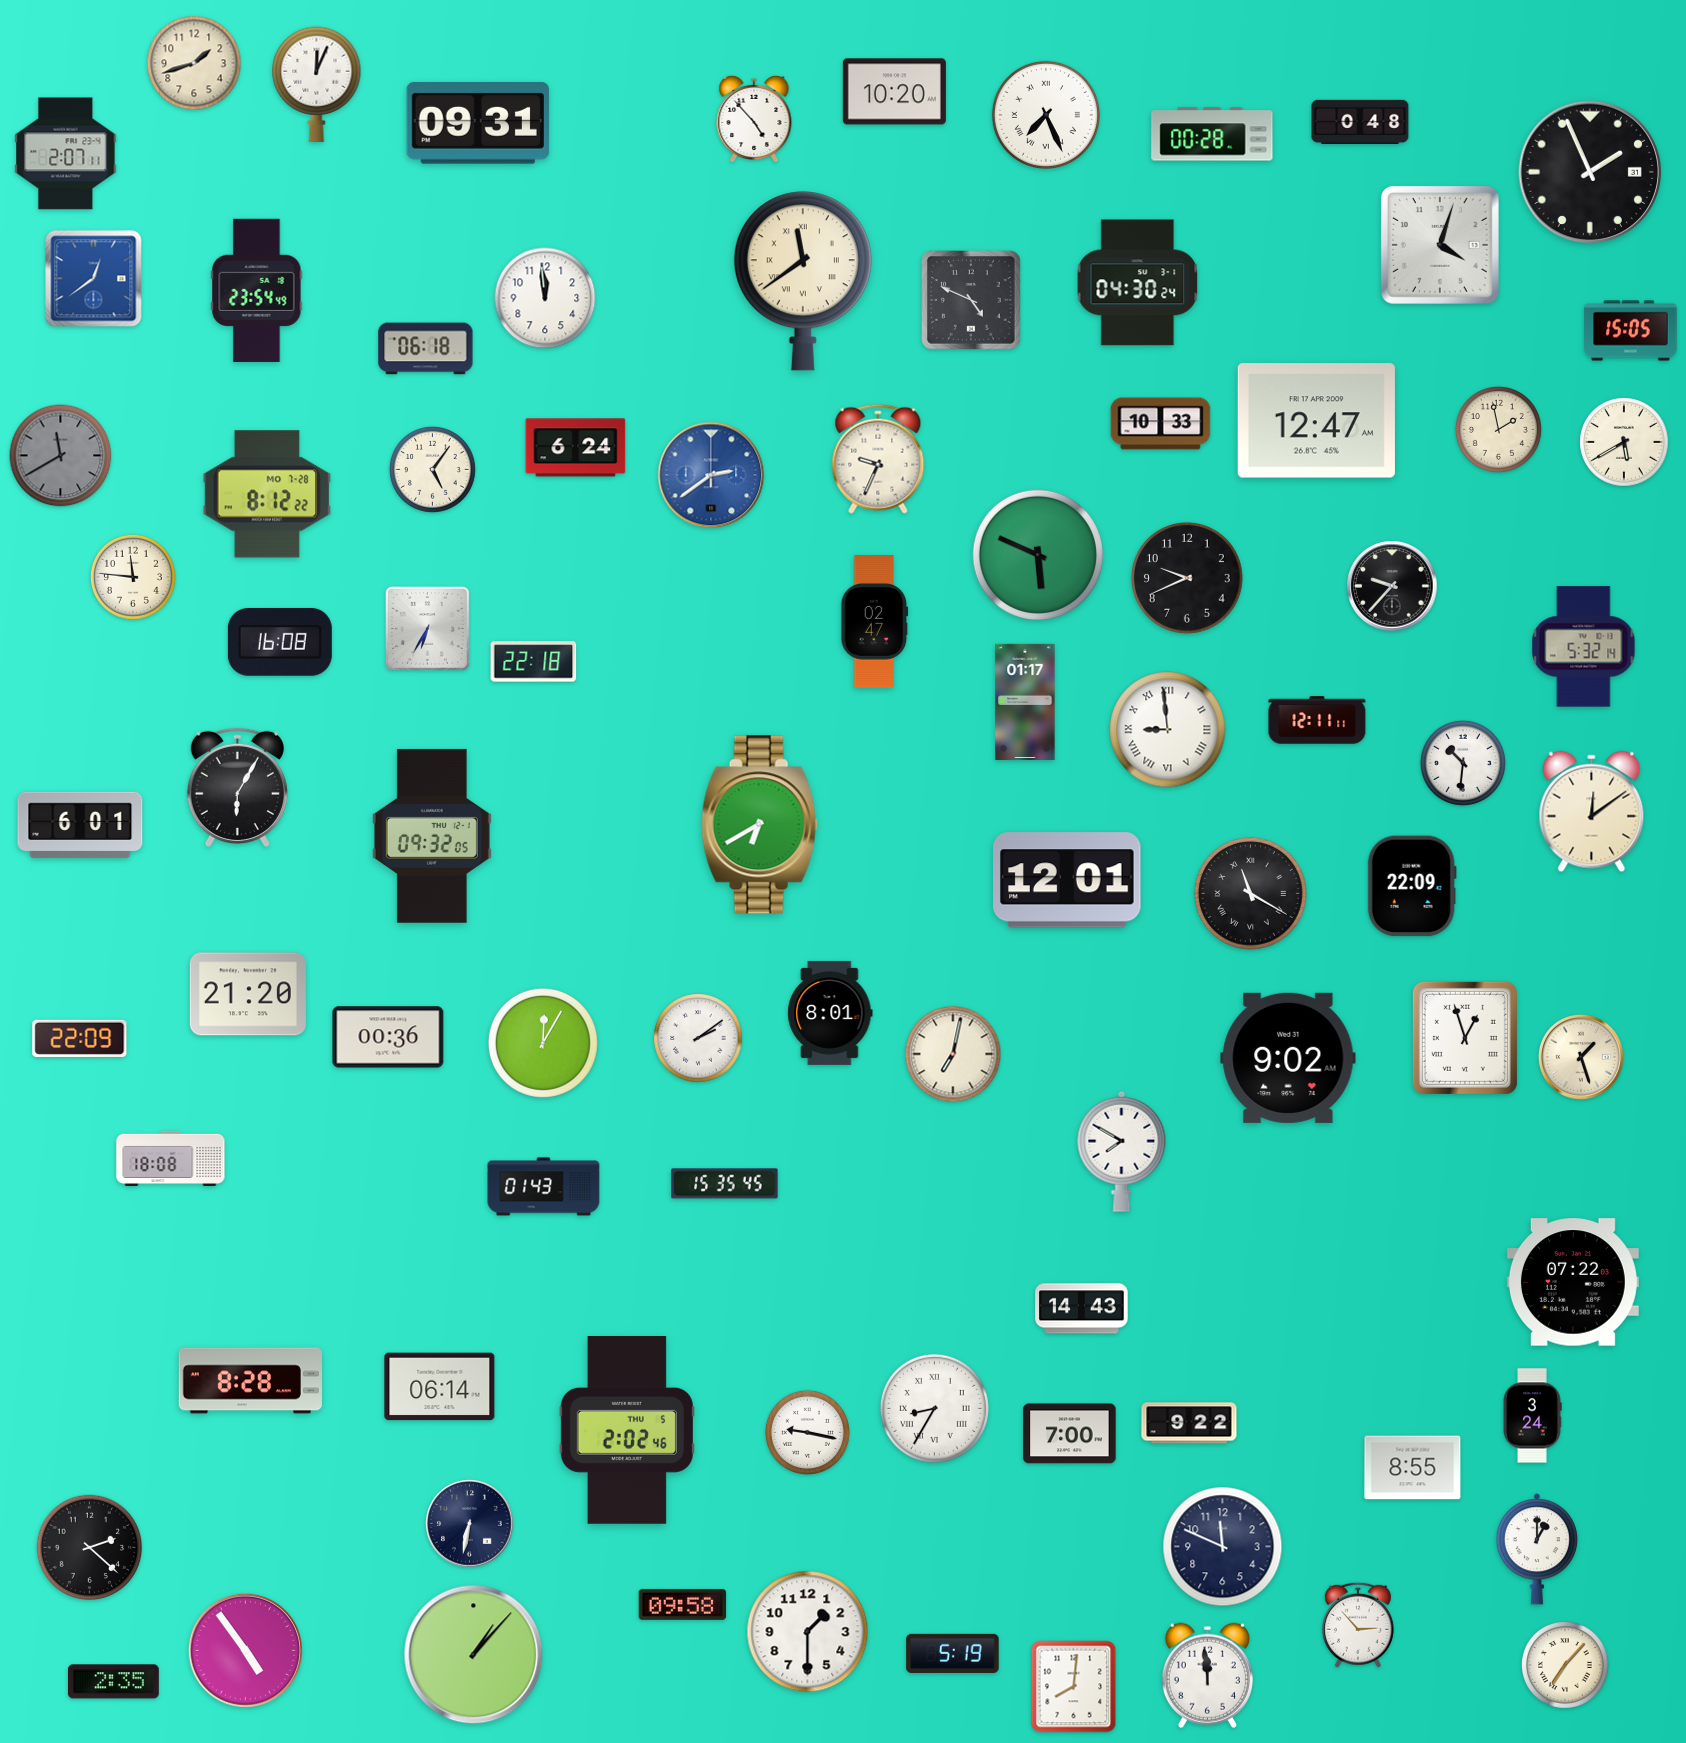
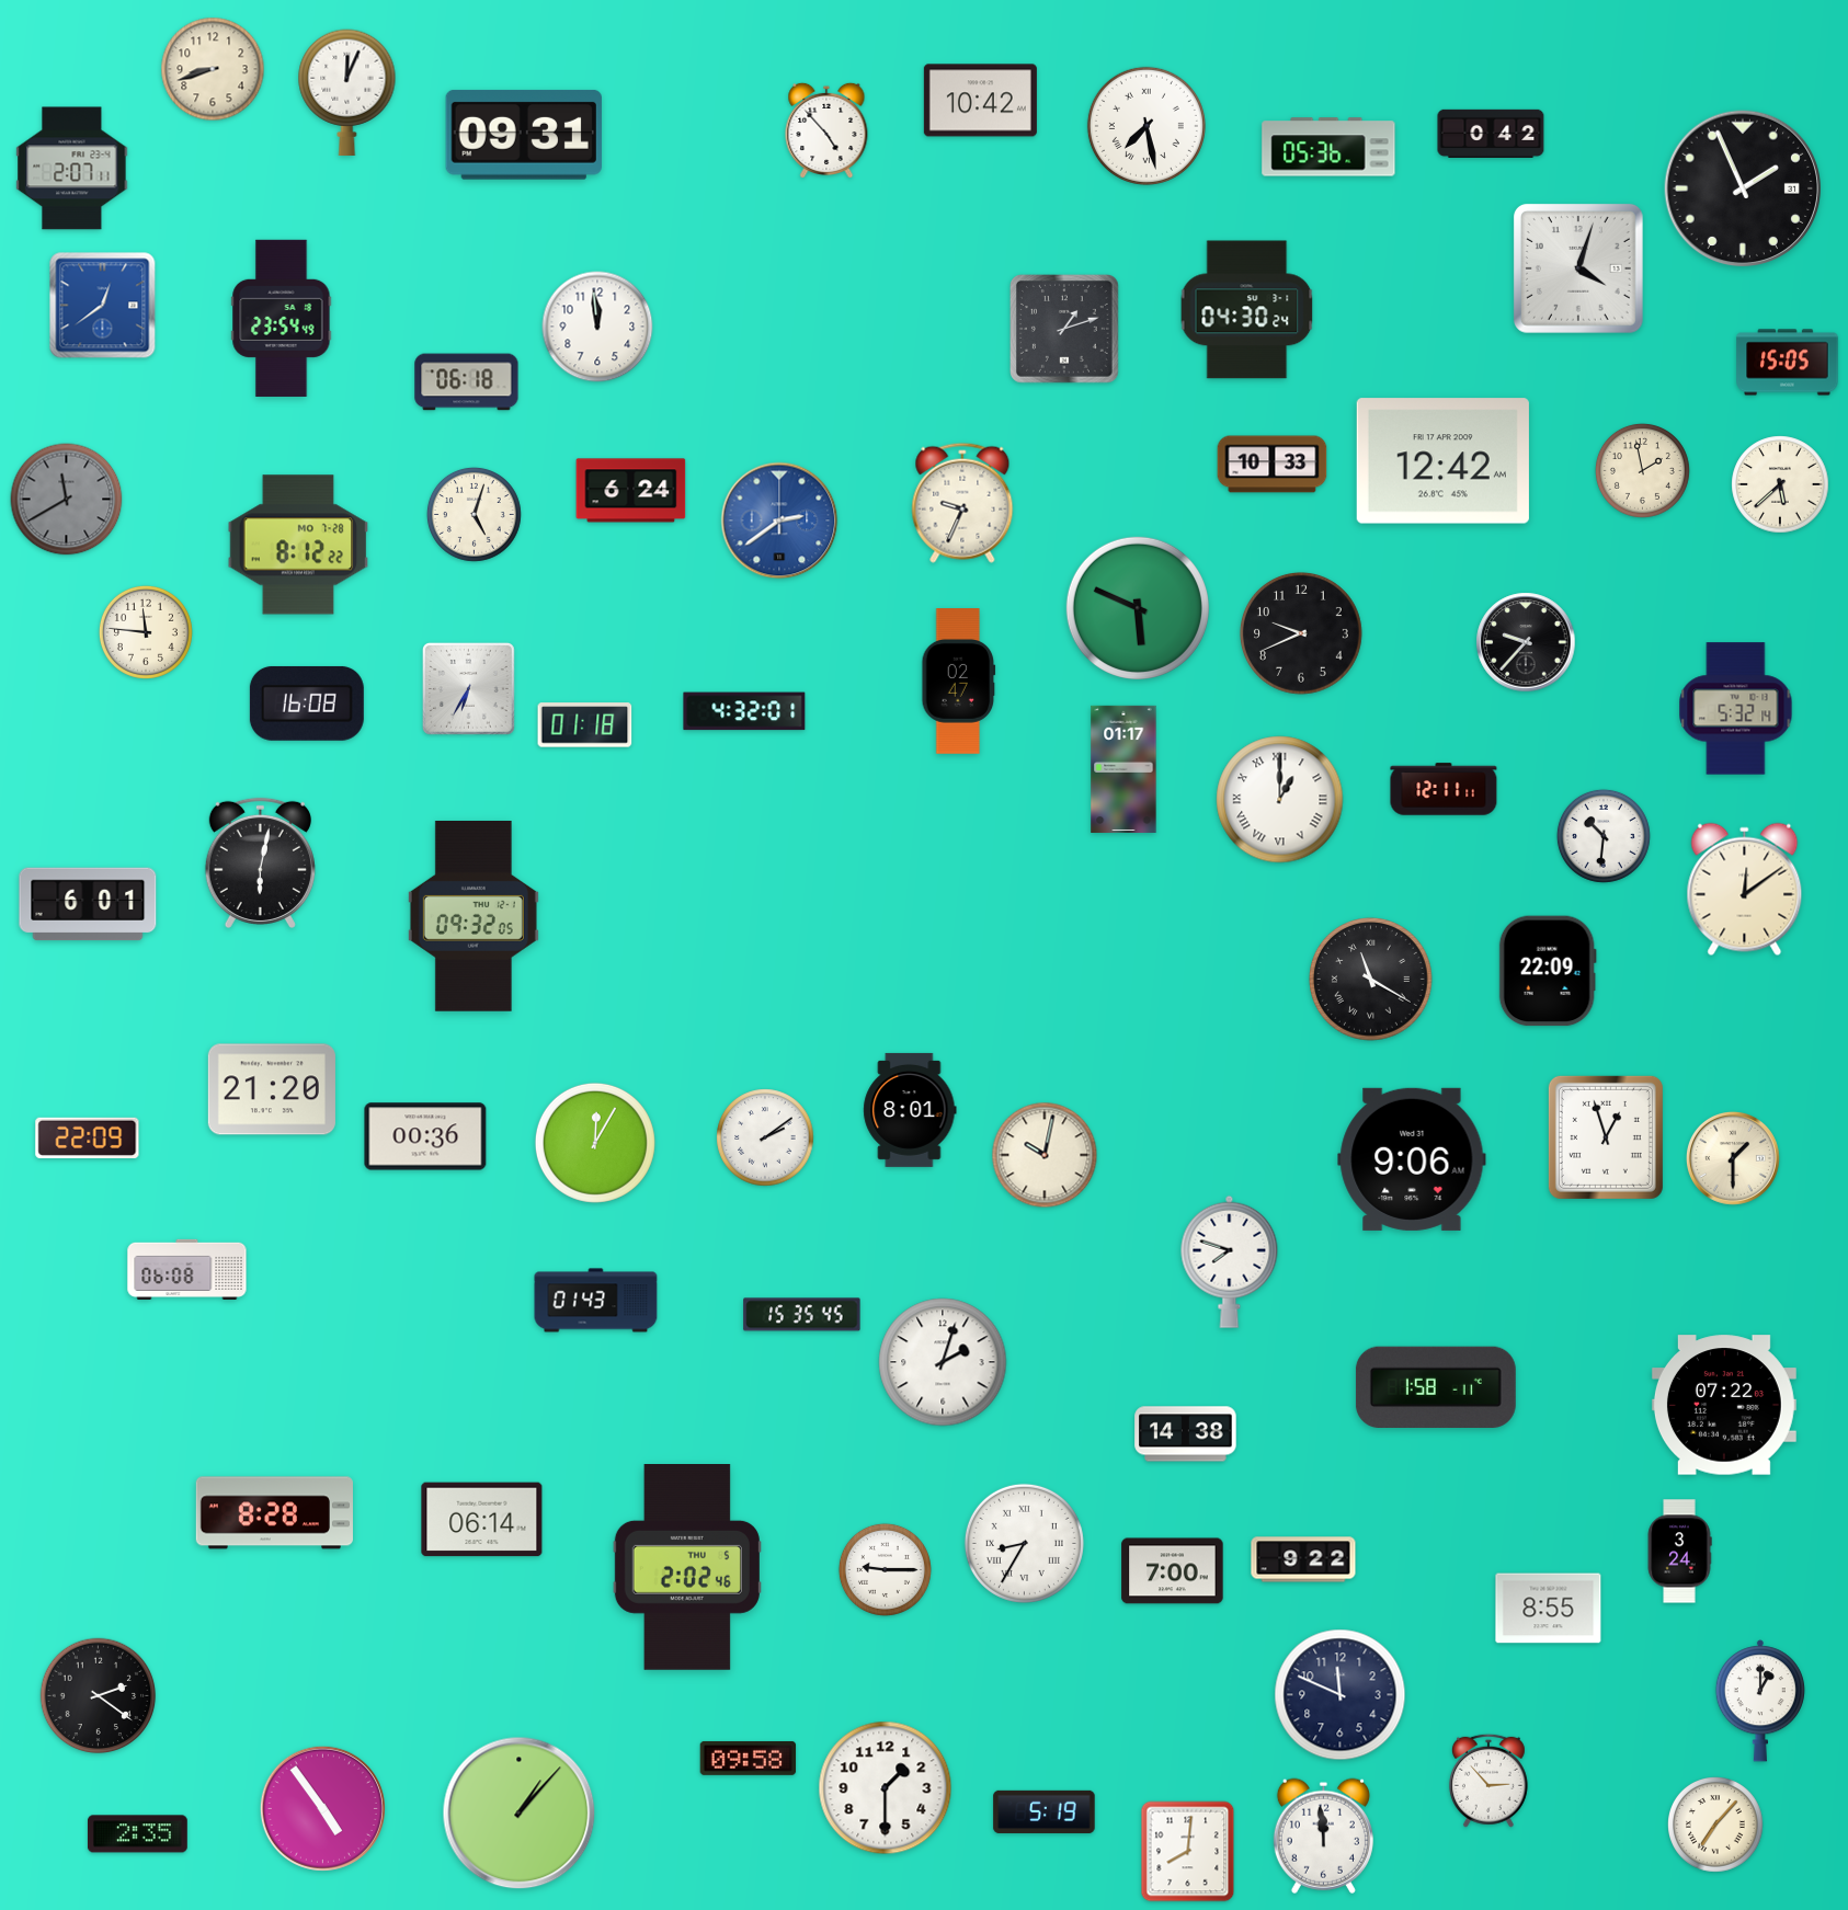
clock at (194, 63): 1:42 -> 8:42
clock at (894, 92): 10:20 -> 10:42
clock at (1046, 115): 7:26 -> 7:28
clock at (1360, 122): 0:48 -> 0:42
clock at (1212, 134): 00:28 -> 05:36
clock at (803, 281): 11:39 -> none
clock at (972, 301): 4:49 -> 1:12
clock at (1316, 421): 12:47 -> 12:42
clock at (1624, 442): 5:40 -> 5:38
clock at (432, 469): 5:06 -> 5:03
clock at (267, 494) position: (267, 494) -> (298, 545)
clock at (744, 711): none -> 4:32
clock at (534, 662): 22:18 -> 01:18
clock at (1168, 730): 8:59 -> 1:00
clock at (237, 787): 6:05 -> 6:02
clock at (759, 825): 6:40 -> none
clock at (1067, 880): 12:01 -> none
clock at (953, 1054): 7:02 -> 10:02
clock at (1581, 1057): 1:27 -> 1:30
clock at (1288, 1058): 9:02 -> 9:06
clock at (1122, 1151): 7:50 -> 7:48
clock at (171, 1158): 18:08 -> 06:08
clock at (725, 1184) position: (725, 1184) -> (802, 1315)
clock at (943, 1362): none -> 2:03
clock at (1436, 1386): none -> 1:58
clock at (1082, 1309): 14:43 -> 14:38
clock at (807, 1432): 9:17 -> 9:15
clock at (470, 1524): 6:32 -> none
clock at (90, 1548): 2:22 -> 2:21
clock at (1537, 1549) position: (1537, 1549) -> (1760, 1701)
clock at (245, 1650) position: (245, 1650) -> (322, 1808)
clock at (113, 1682) position: (113, 1682) -> (137, 1834)
clock at (1074, 1687) position: (1074, 1687) -> (1188, 1852)
